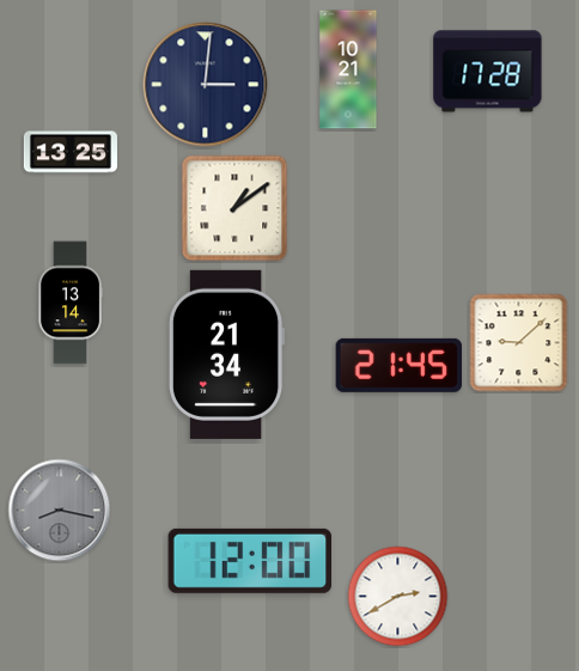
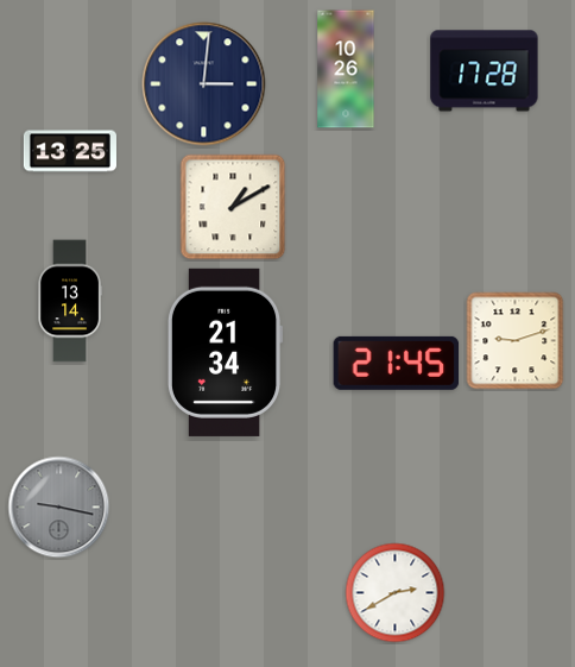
clock at (348, 69): 10:21 -> 10:26
clock at (234, 208): 1:09 -> 1:10
clock at (519, 343): 9:08 -> 9:12
clock at (60, 511): 8:17 -> 9:17
clock at (250, 561): 12:00 -> none
